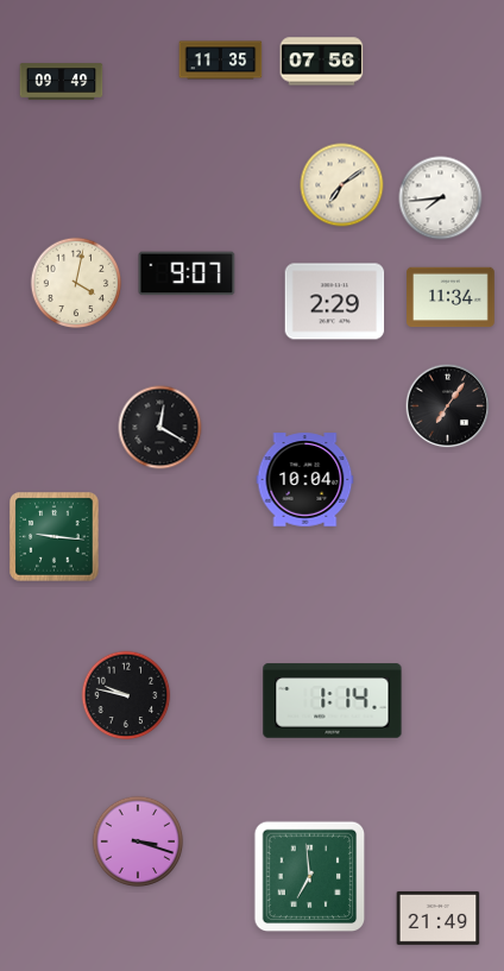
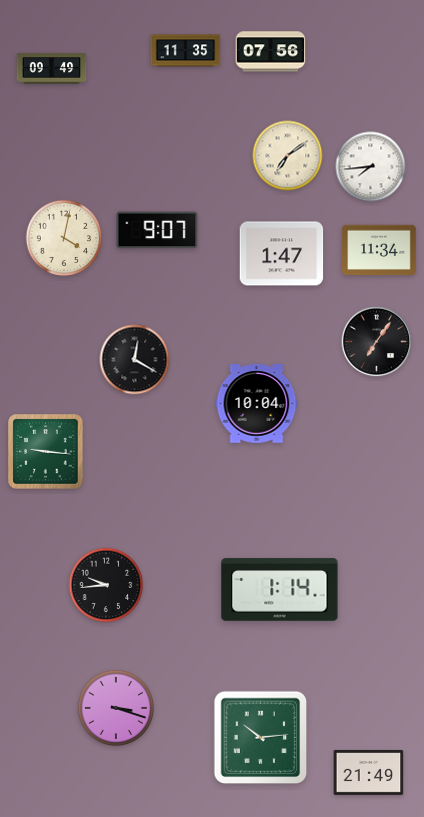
clock at (335, 302): 2:29 -> 1:47
clock at (126, 695): 9:47 -> 9:44
clock at (310, 877): 6:59 -> 10:14
